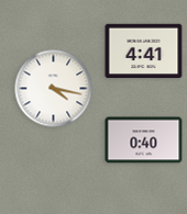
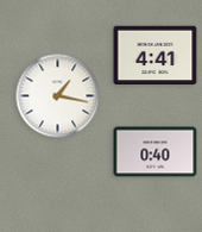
clock at (54, 89): 4:17 -> 1:17
